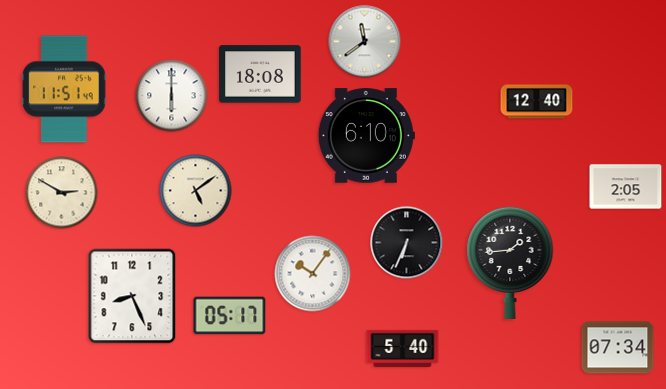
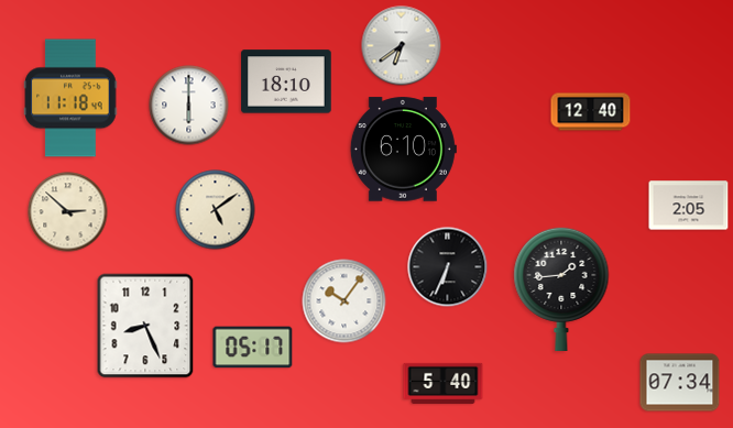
clock at (365, 42): 11:39 -> 6:39
clock at (260, 74): 18:08 -> 18:10
clock at (64, 89): 11:51 -> 11:18
clock at (62, 193): 2:50 -> 2:52
